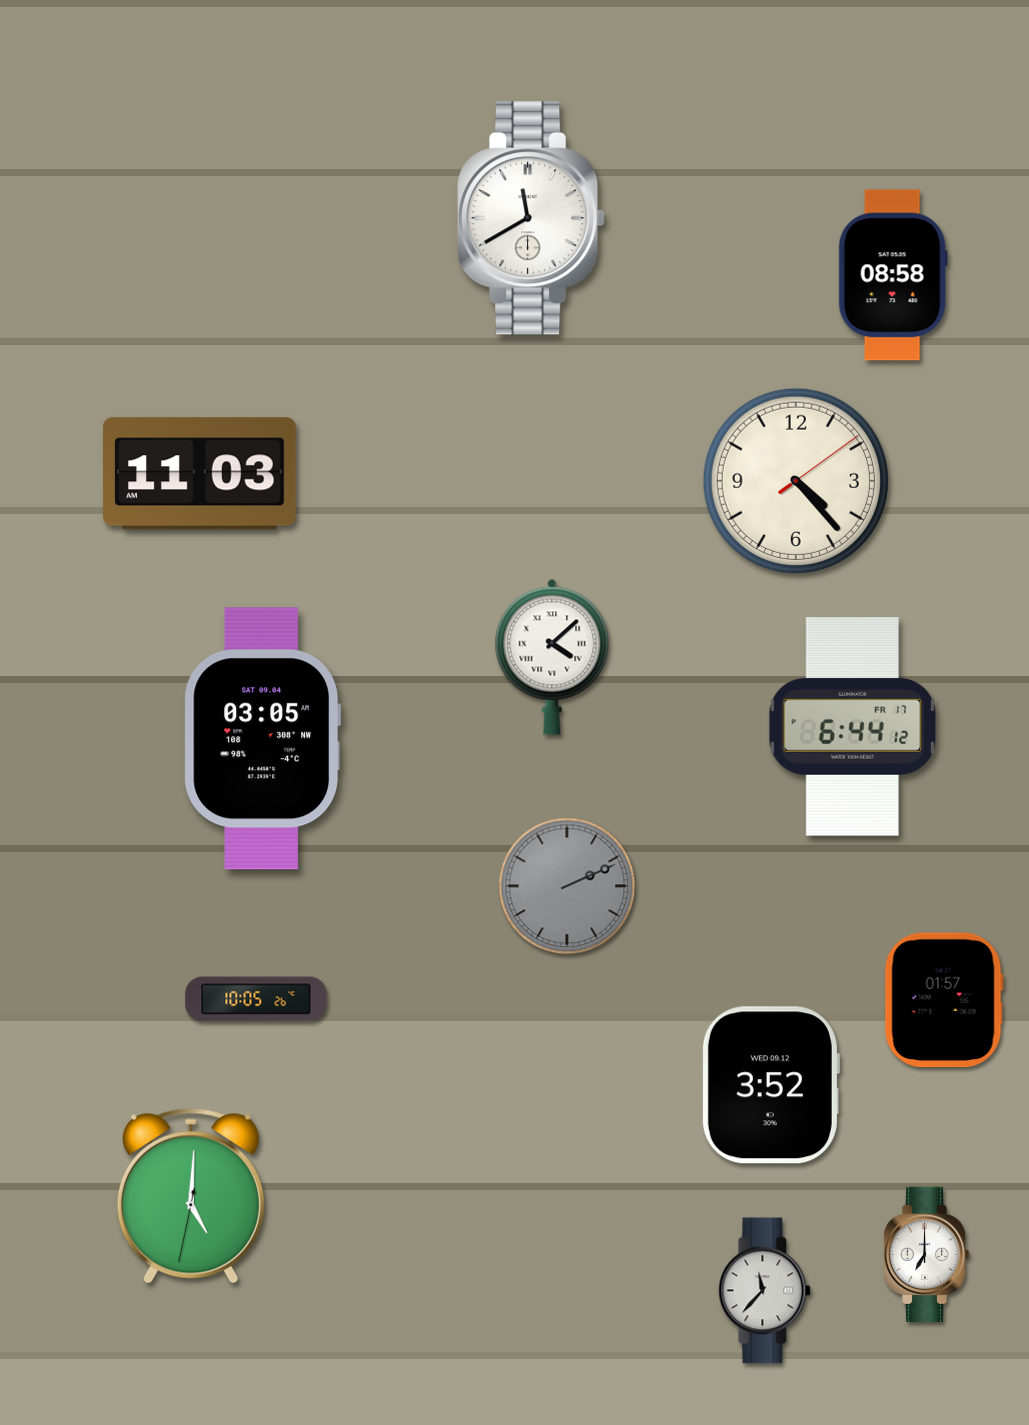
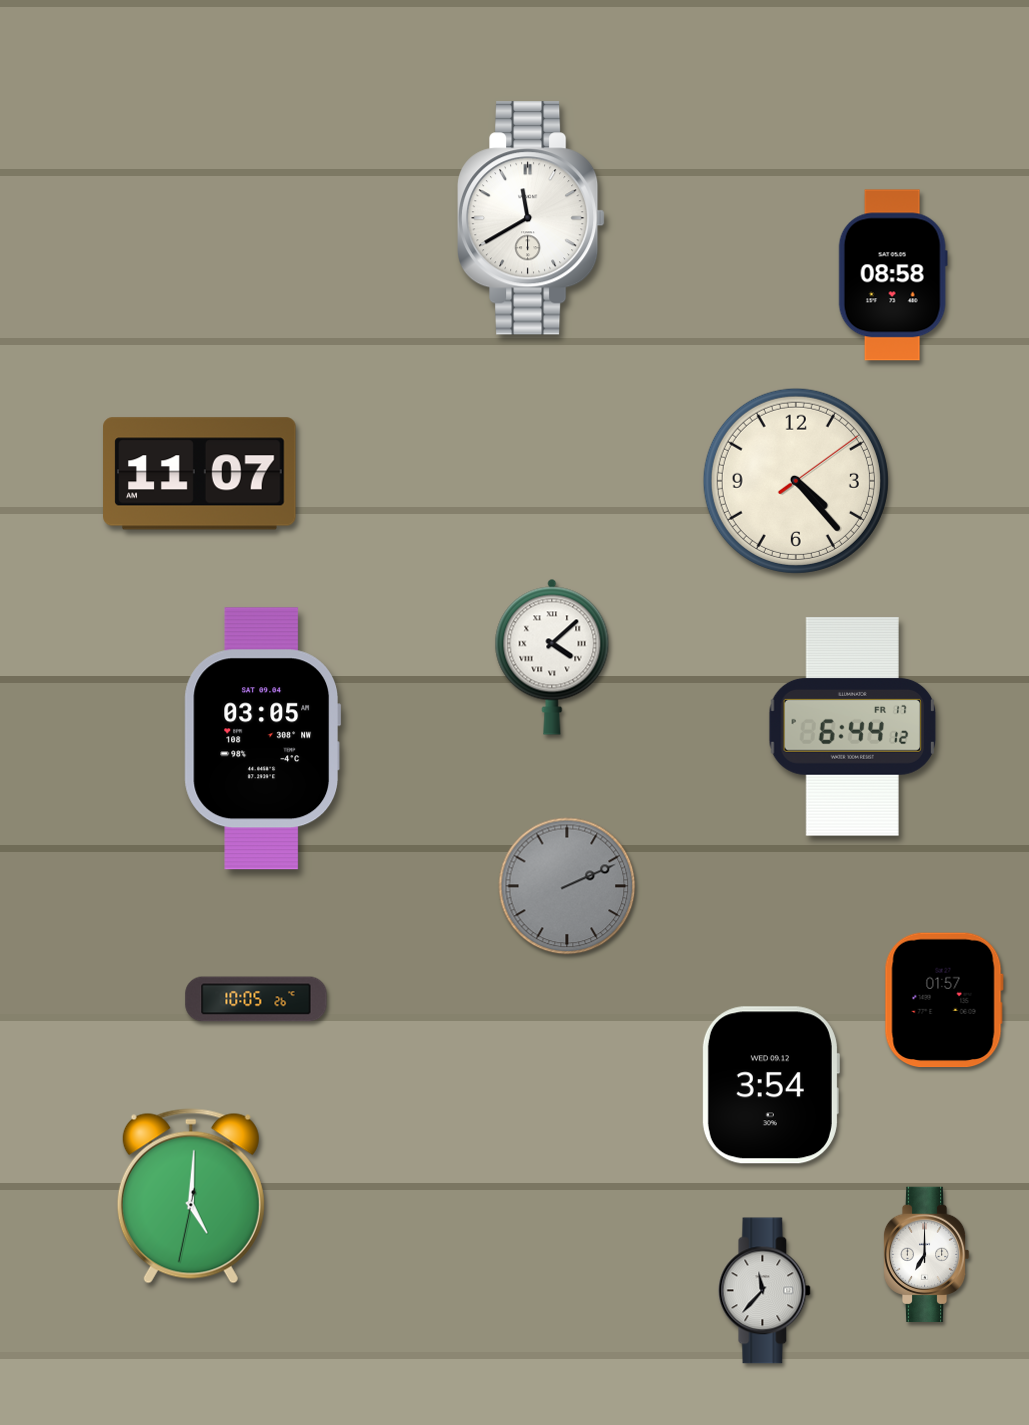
clock at (200, 474): 11:03 -> 11:07
clock at (770, 1085): 3:52 -> 3:54
